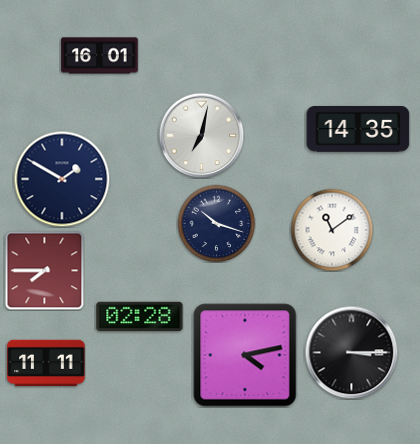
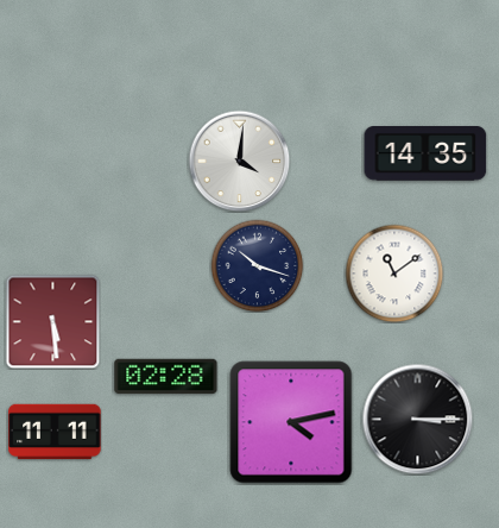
clock at (100, 56): 16:01 -> none
clock at (201, 135): 7:02 -> 4:01
clock at (62, 179): 1:50 -> none
clock at (44, 270): 7:45 -> 5:29
